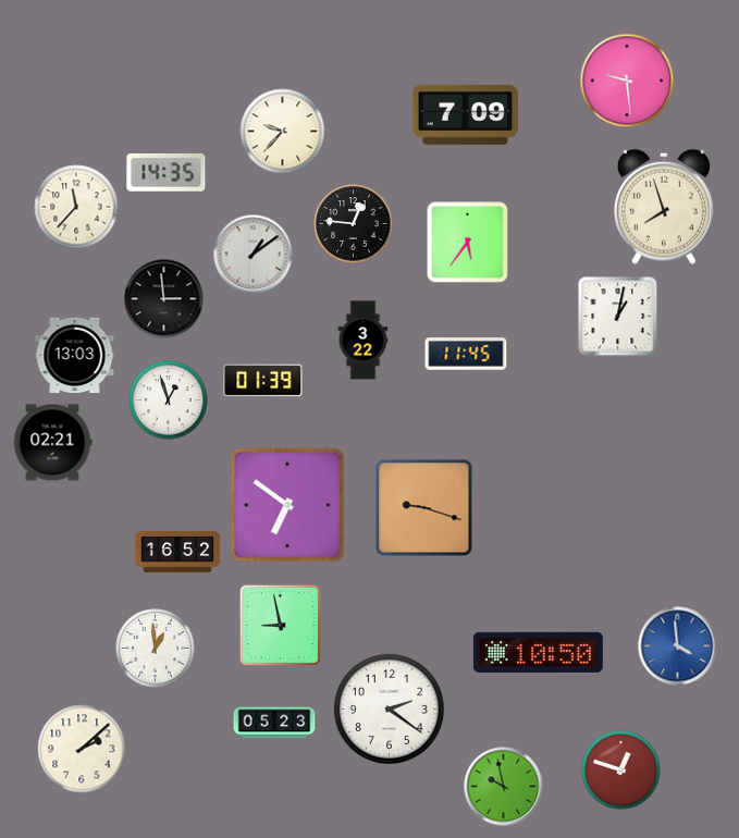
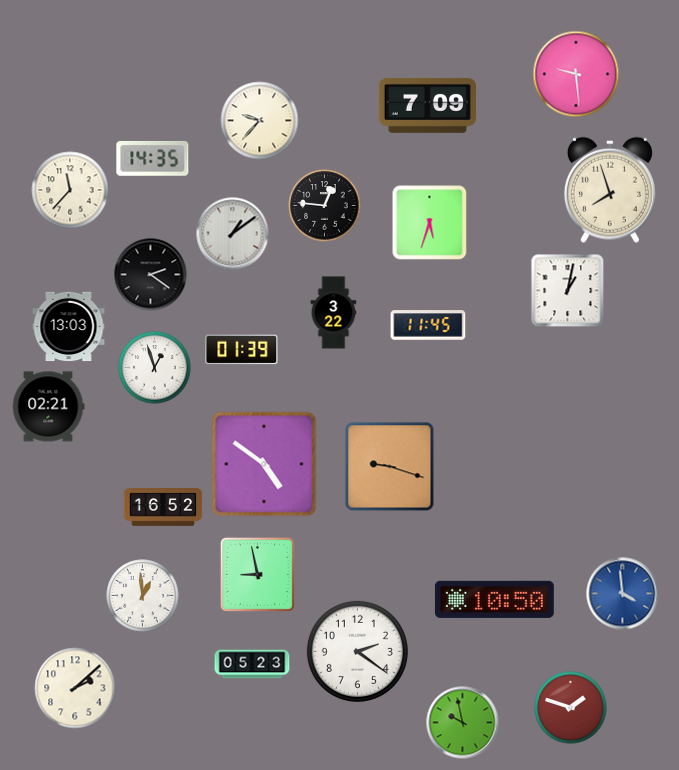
clock at (468, 243): 5:36 -> 5:33
clock at (164, 299): 2:59 -> 2:21
clock at (287, 505): 6:51 -> 4:51
clock at (621, 771): 12:48 -> 1:48
